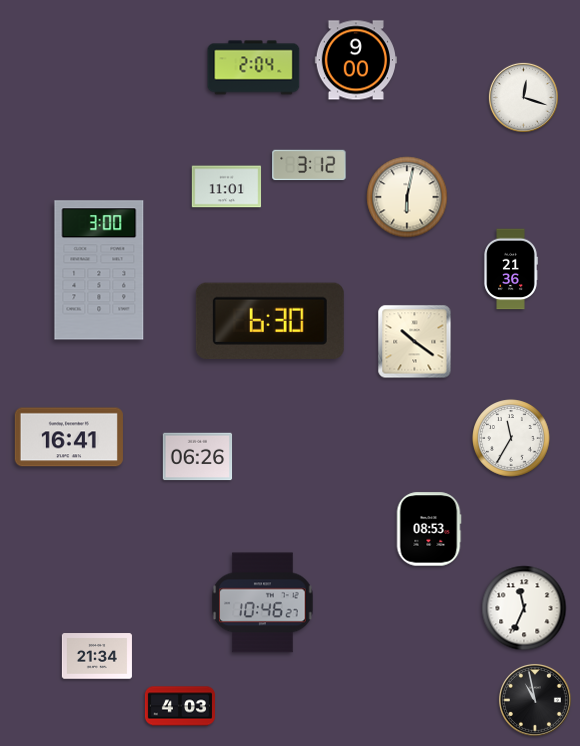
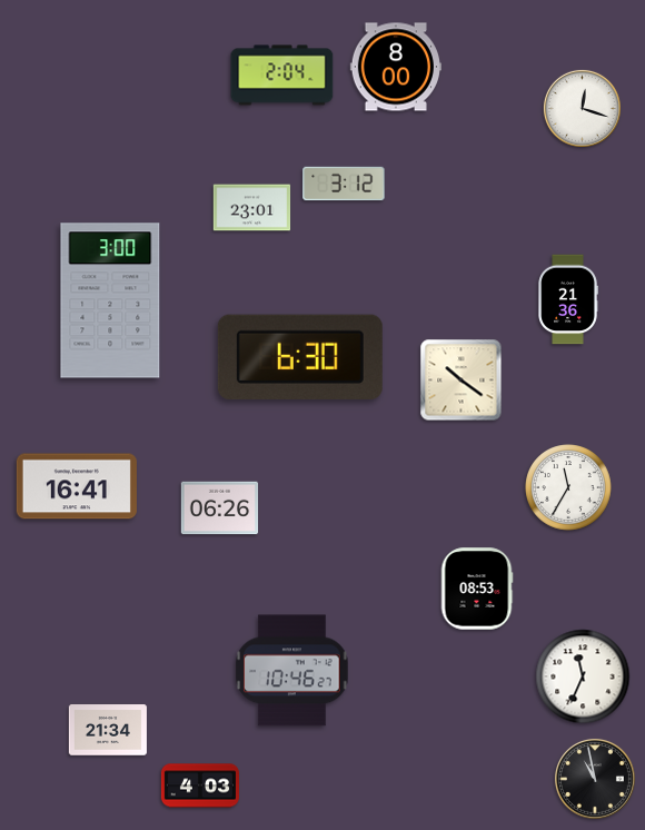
clock at (355, 60): 9:00 -> 8:00
clock at (227, 187): 11:01 -> 23:01
clock at (407, 197): 6:02 -> none
